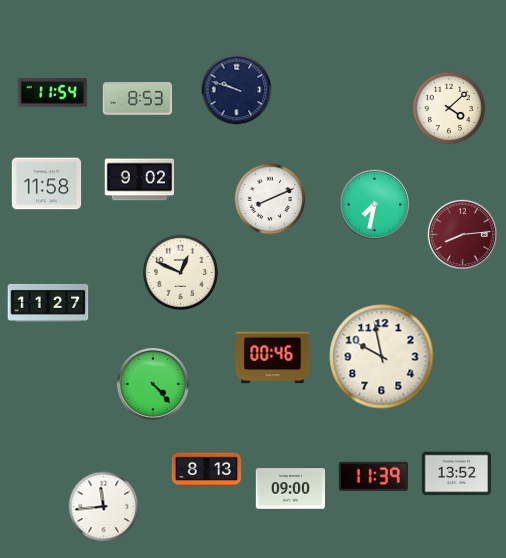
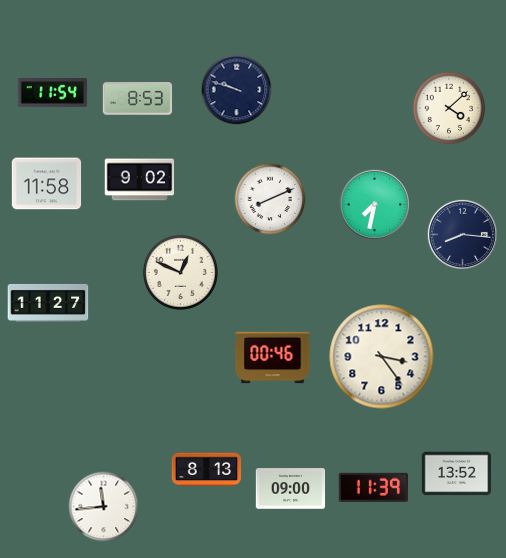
clock at (462, 234): 8:14 -> 8:16
clock at (462, 234) dial: burgundy -> navy
clock at (382, 357): 9:58 -> 3:24
clock at (153, 384): 4:23 -> none
clock at (373, 476) position: (373, 476) -> (373, 487)
